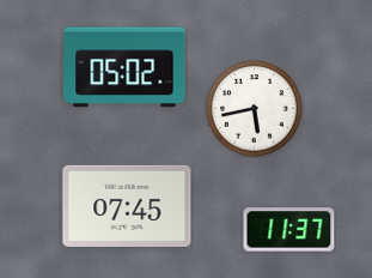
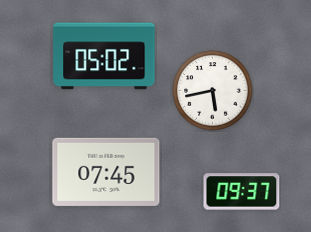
clock at (289, 230): 11:37 -> 09:37
